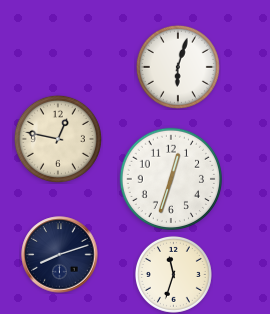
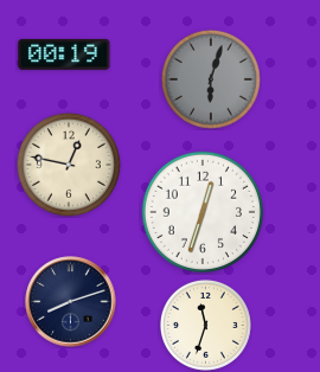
clock at (64, 54): none -> 00:19
clock at (178, 67) dial: white -> grey
